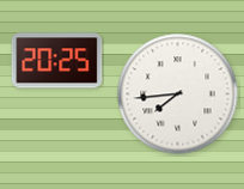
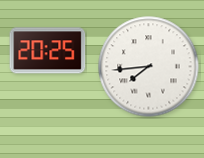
clock at (178, 94) position: (178, 94) -> (149, 67)
